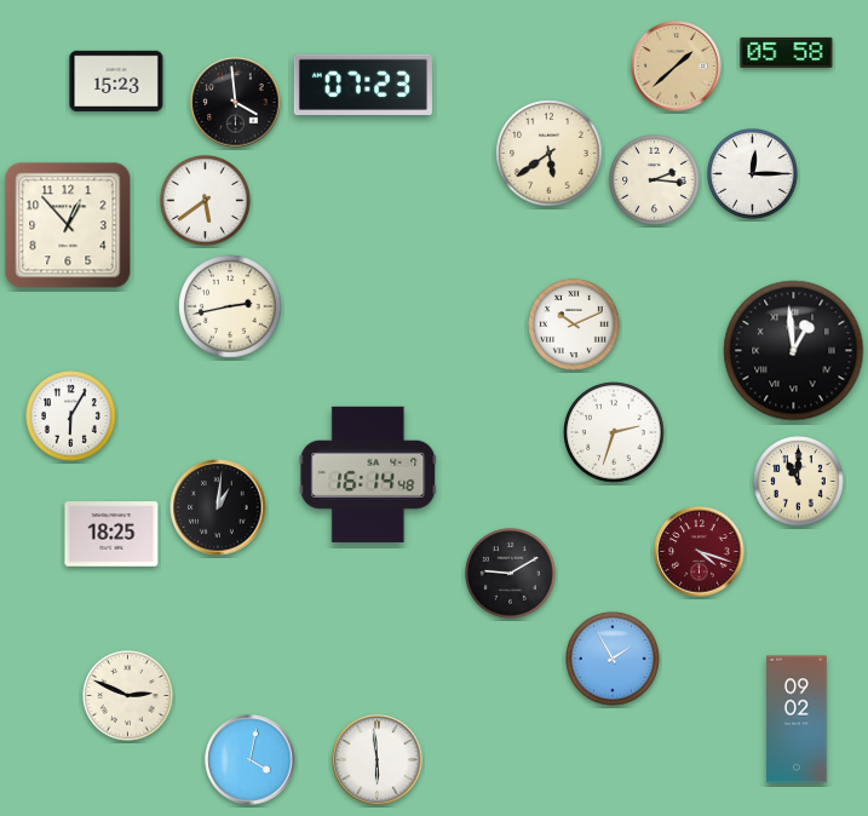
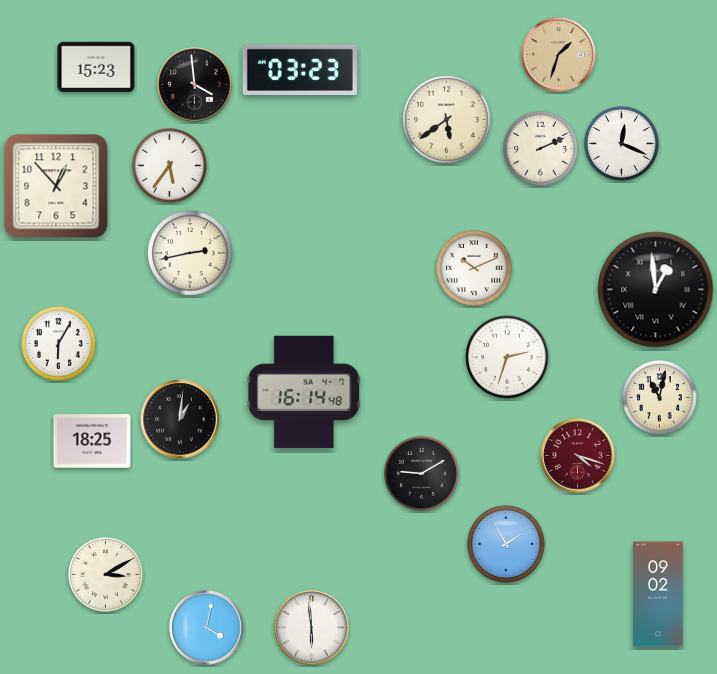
clock at (787, 52): 05:58 -> none
clock at (677, 67): 1:38 -> 1:33
clock at (363, 84): 07:23 -> 03:23
clock at (550, 154) position: (550, 154) -> (447, 120)
clock at (753, 174): 12:15 -> 12:19
clock at (655, 180): 2:16 -> 2:11
clock at (206, 201): 5:39 -> 5:36
clock at (799, 482): 11:00 -> 11:02
clock at (128, 696): 2:49 -> 3:10
